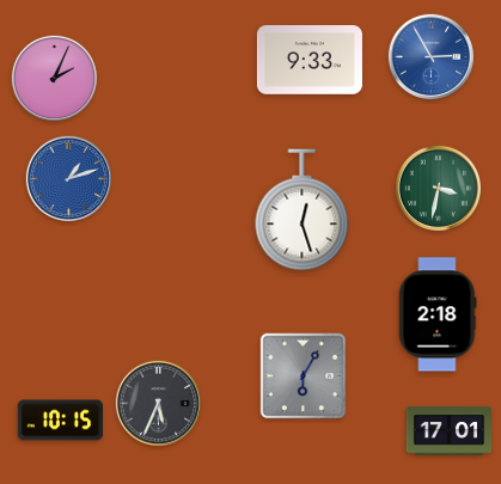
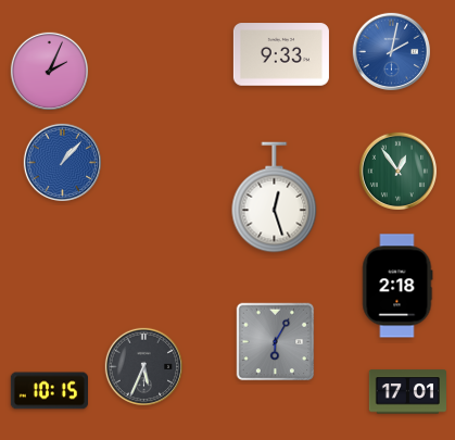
clock at (430, 56): 2:55 -> 2:02
clock at (68, 178): 1:12 -> 1:07
clock at (438, 188): 3:32 -> 12:54
clock at (303, 210) position: (303, 210) -> (275, 198)
clock at (60, 421) position: (60, 421) -> (49, 391)
